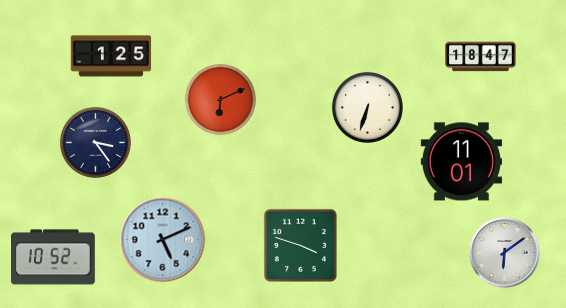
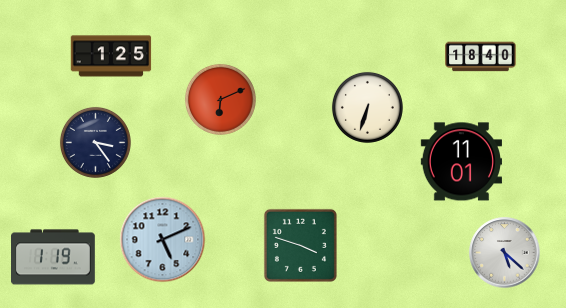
clock at (481, 57): 18:47 -> 18:40
clock at (505, 253): 6:09 -> 5:22
clock at (54, 257): 10:52 -> 1:19
